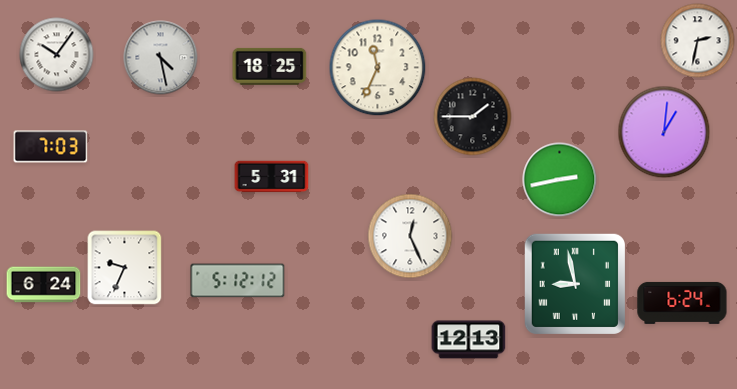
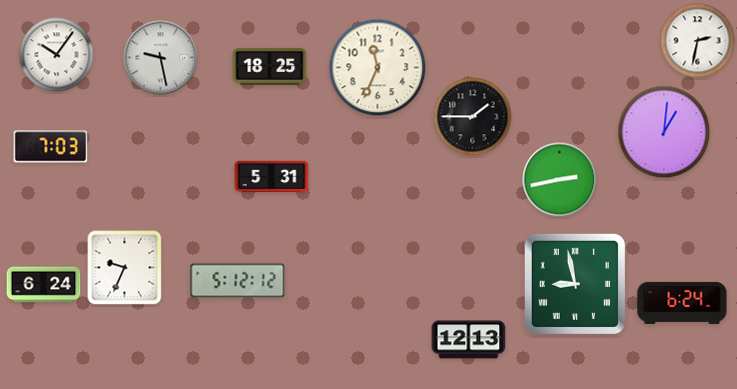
clock at (161, 58): 4:28 -> 9:28
clock at (410, 236): 12:26 -> none
